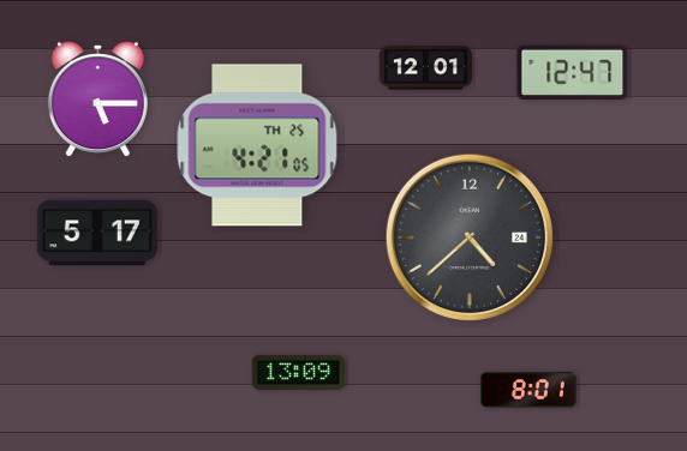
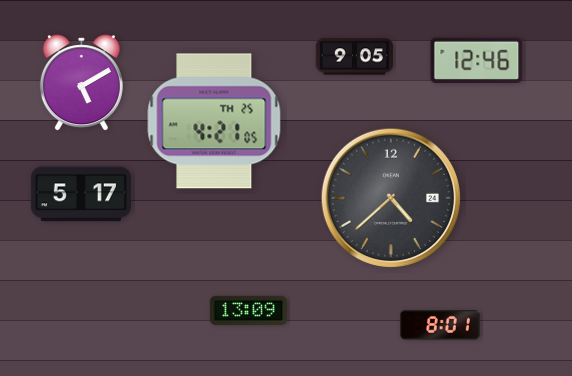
clock at (425, 68): 12:01 -> 9:05
clock at (573, 73): 12:47 -> 12:46
clock at (97, 100): 5:15 -> 5:10
